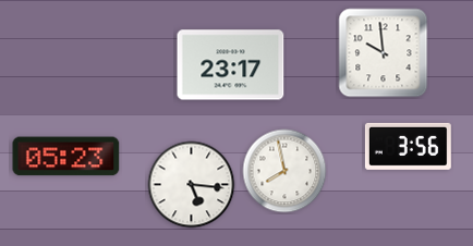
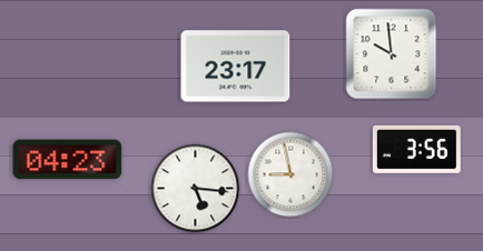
clock at (66, 157): 05:23 -> 04:23
clock at (284, 171): 7:58 -> 8:58
